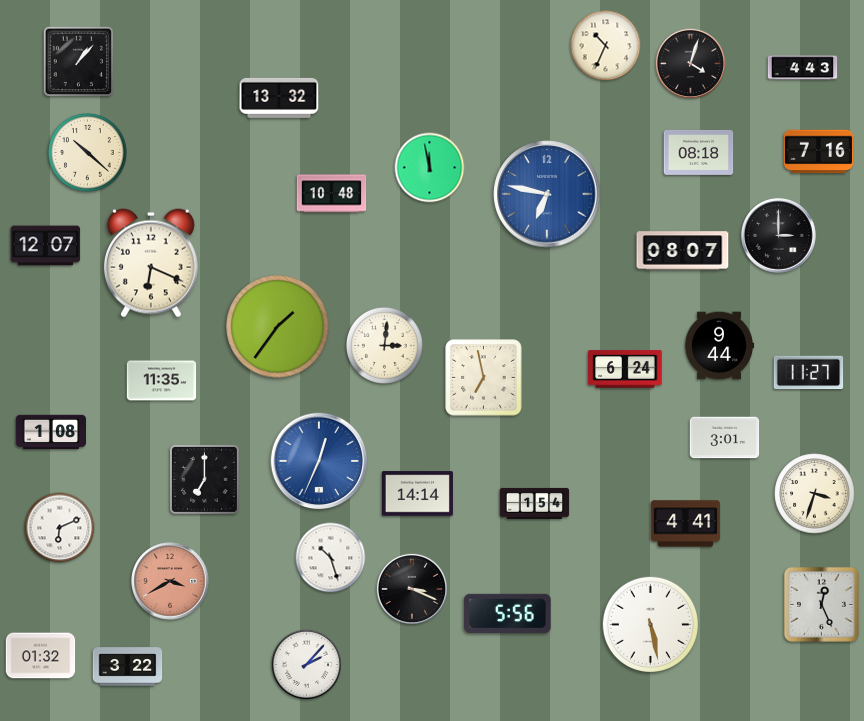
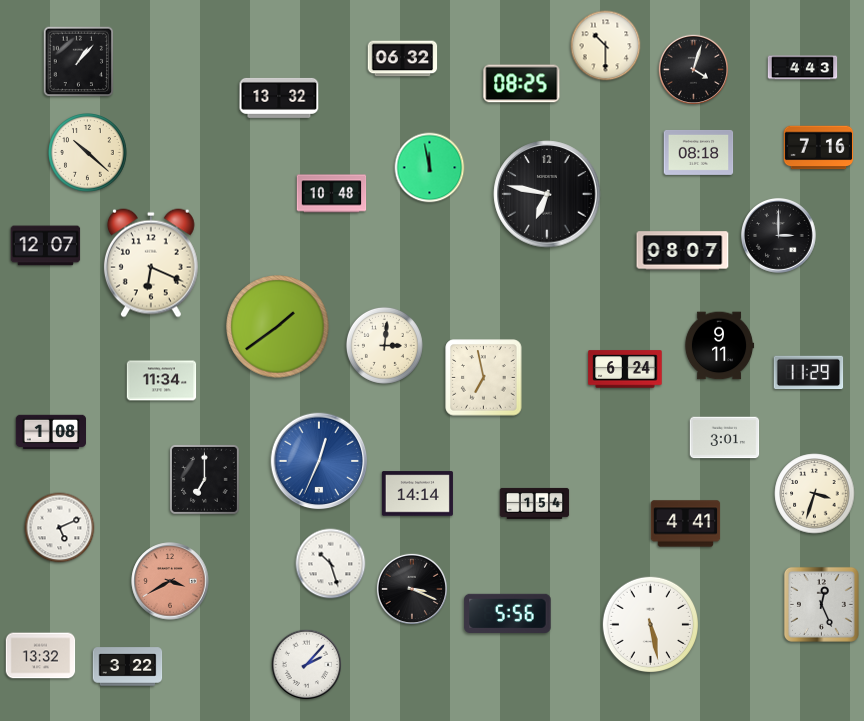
clock at (606, 46): 10:34 -> 10:30
clock at (403, 59): none -> 06:32
clock at (690, 63) position: (690, 63) -> (693, 69)
clock at (522, 84): none -> 08:25
clock at (819, 152) position: (819, 152) -> (819, 148)
clock at (547, 194) dial: blue -> black
clock at (278, 327): 1:36 -> 1:39
clock at (719, 346): 9:44 -> 9:11
clock at (809, 373): 11:27 -> 11:29
clock at (162, 381): 11:35 -> 11:34
clock at (60, 528): 6:11 -> 5:11
clock at (331, 558) position: (331, 558) -> (331, 564)
clock at (41, 656): 01:32 -> 13:32
